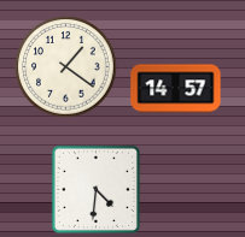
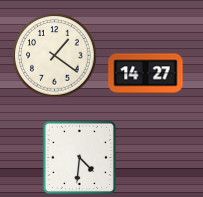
clock at (176, 89): 14:57 -> 14:27
